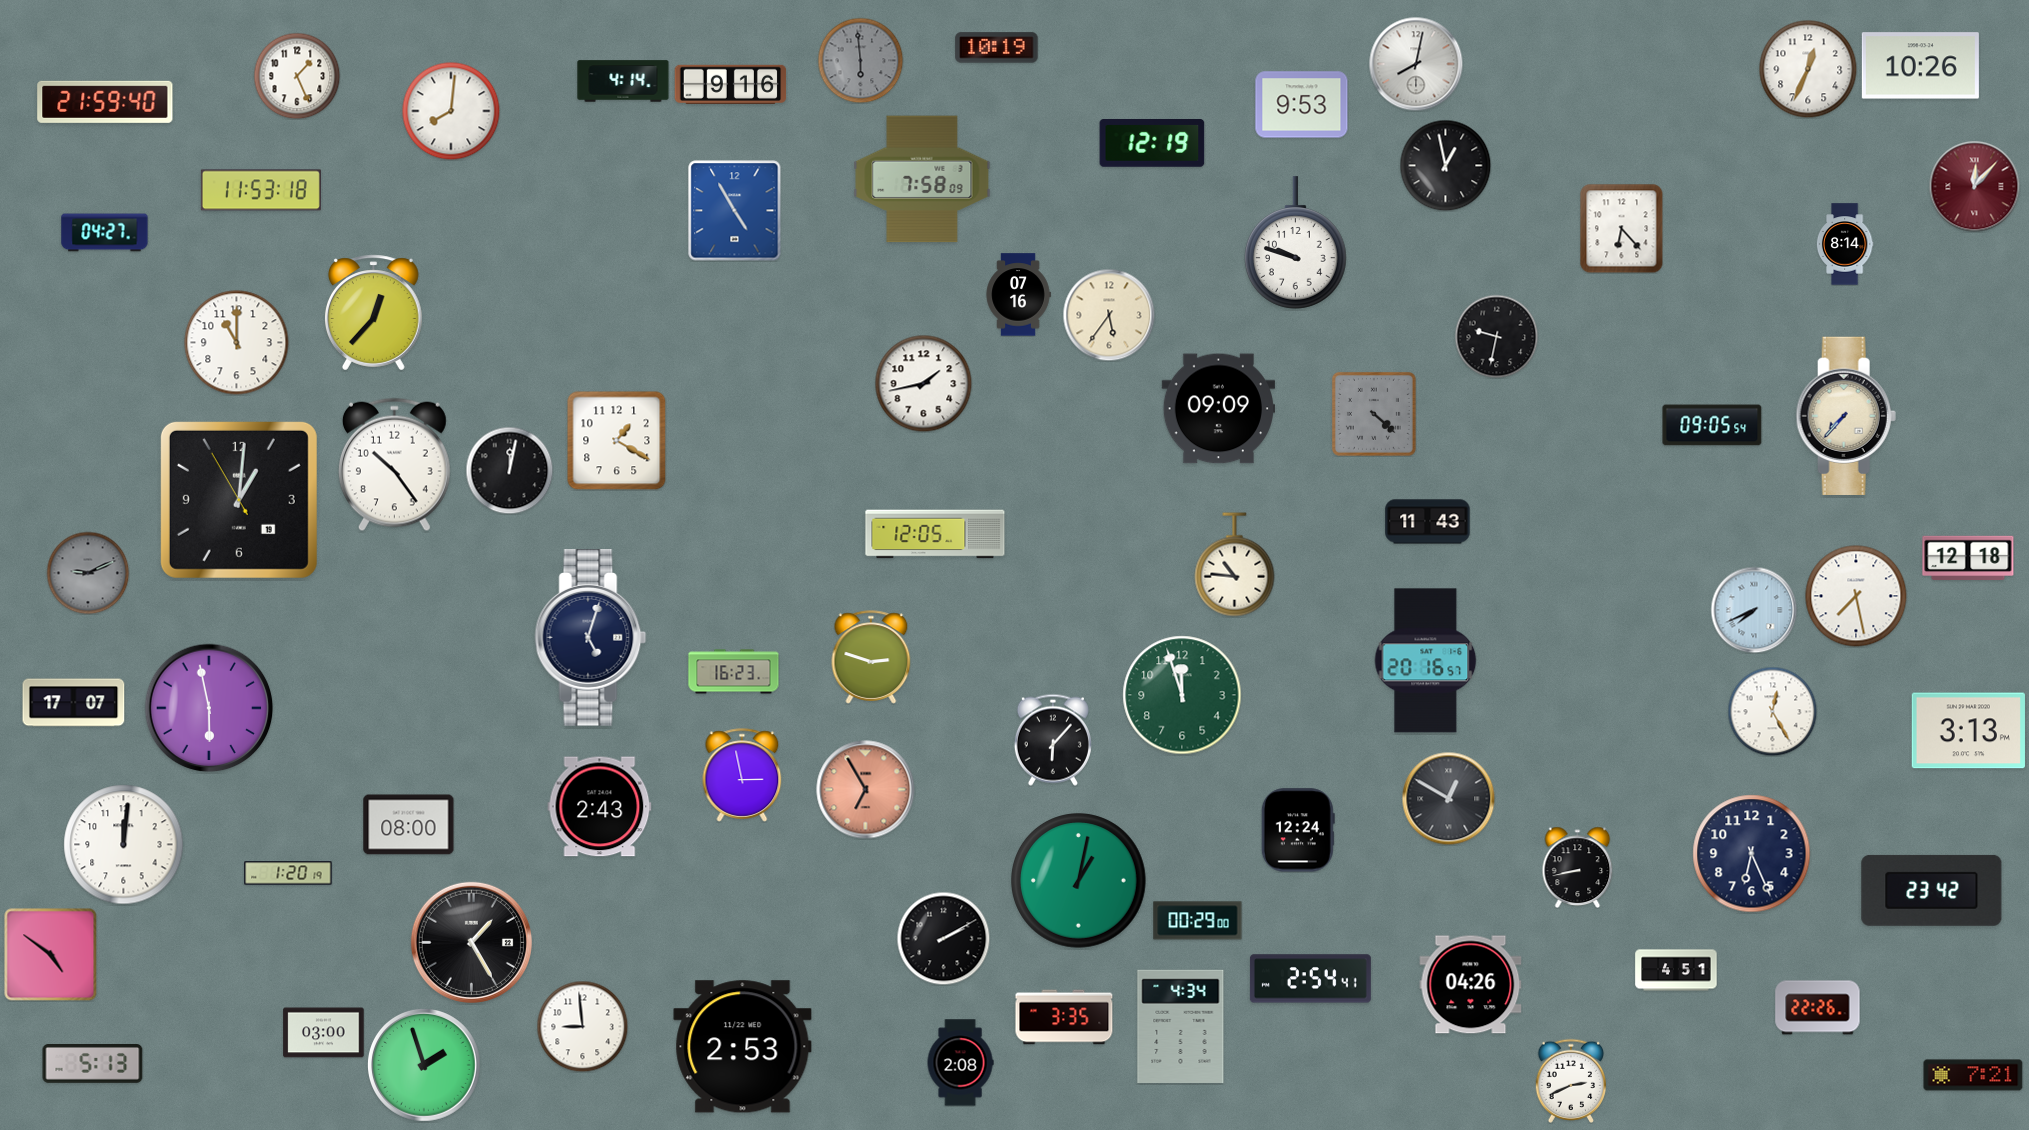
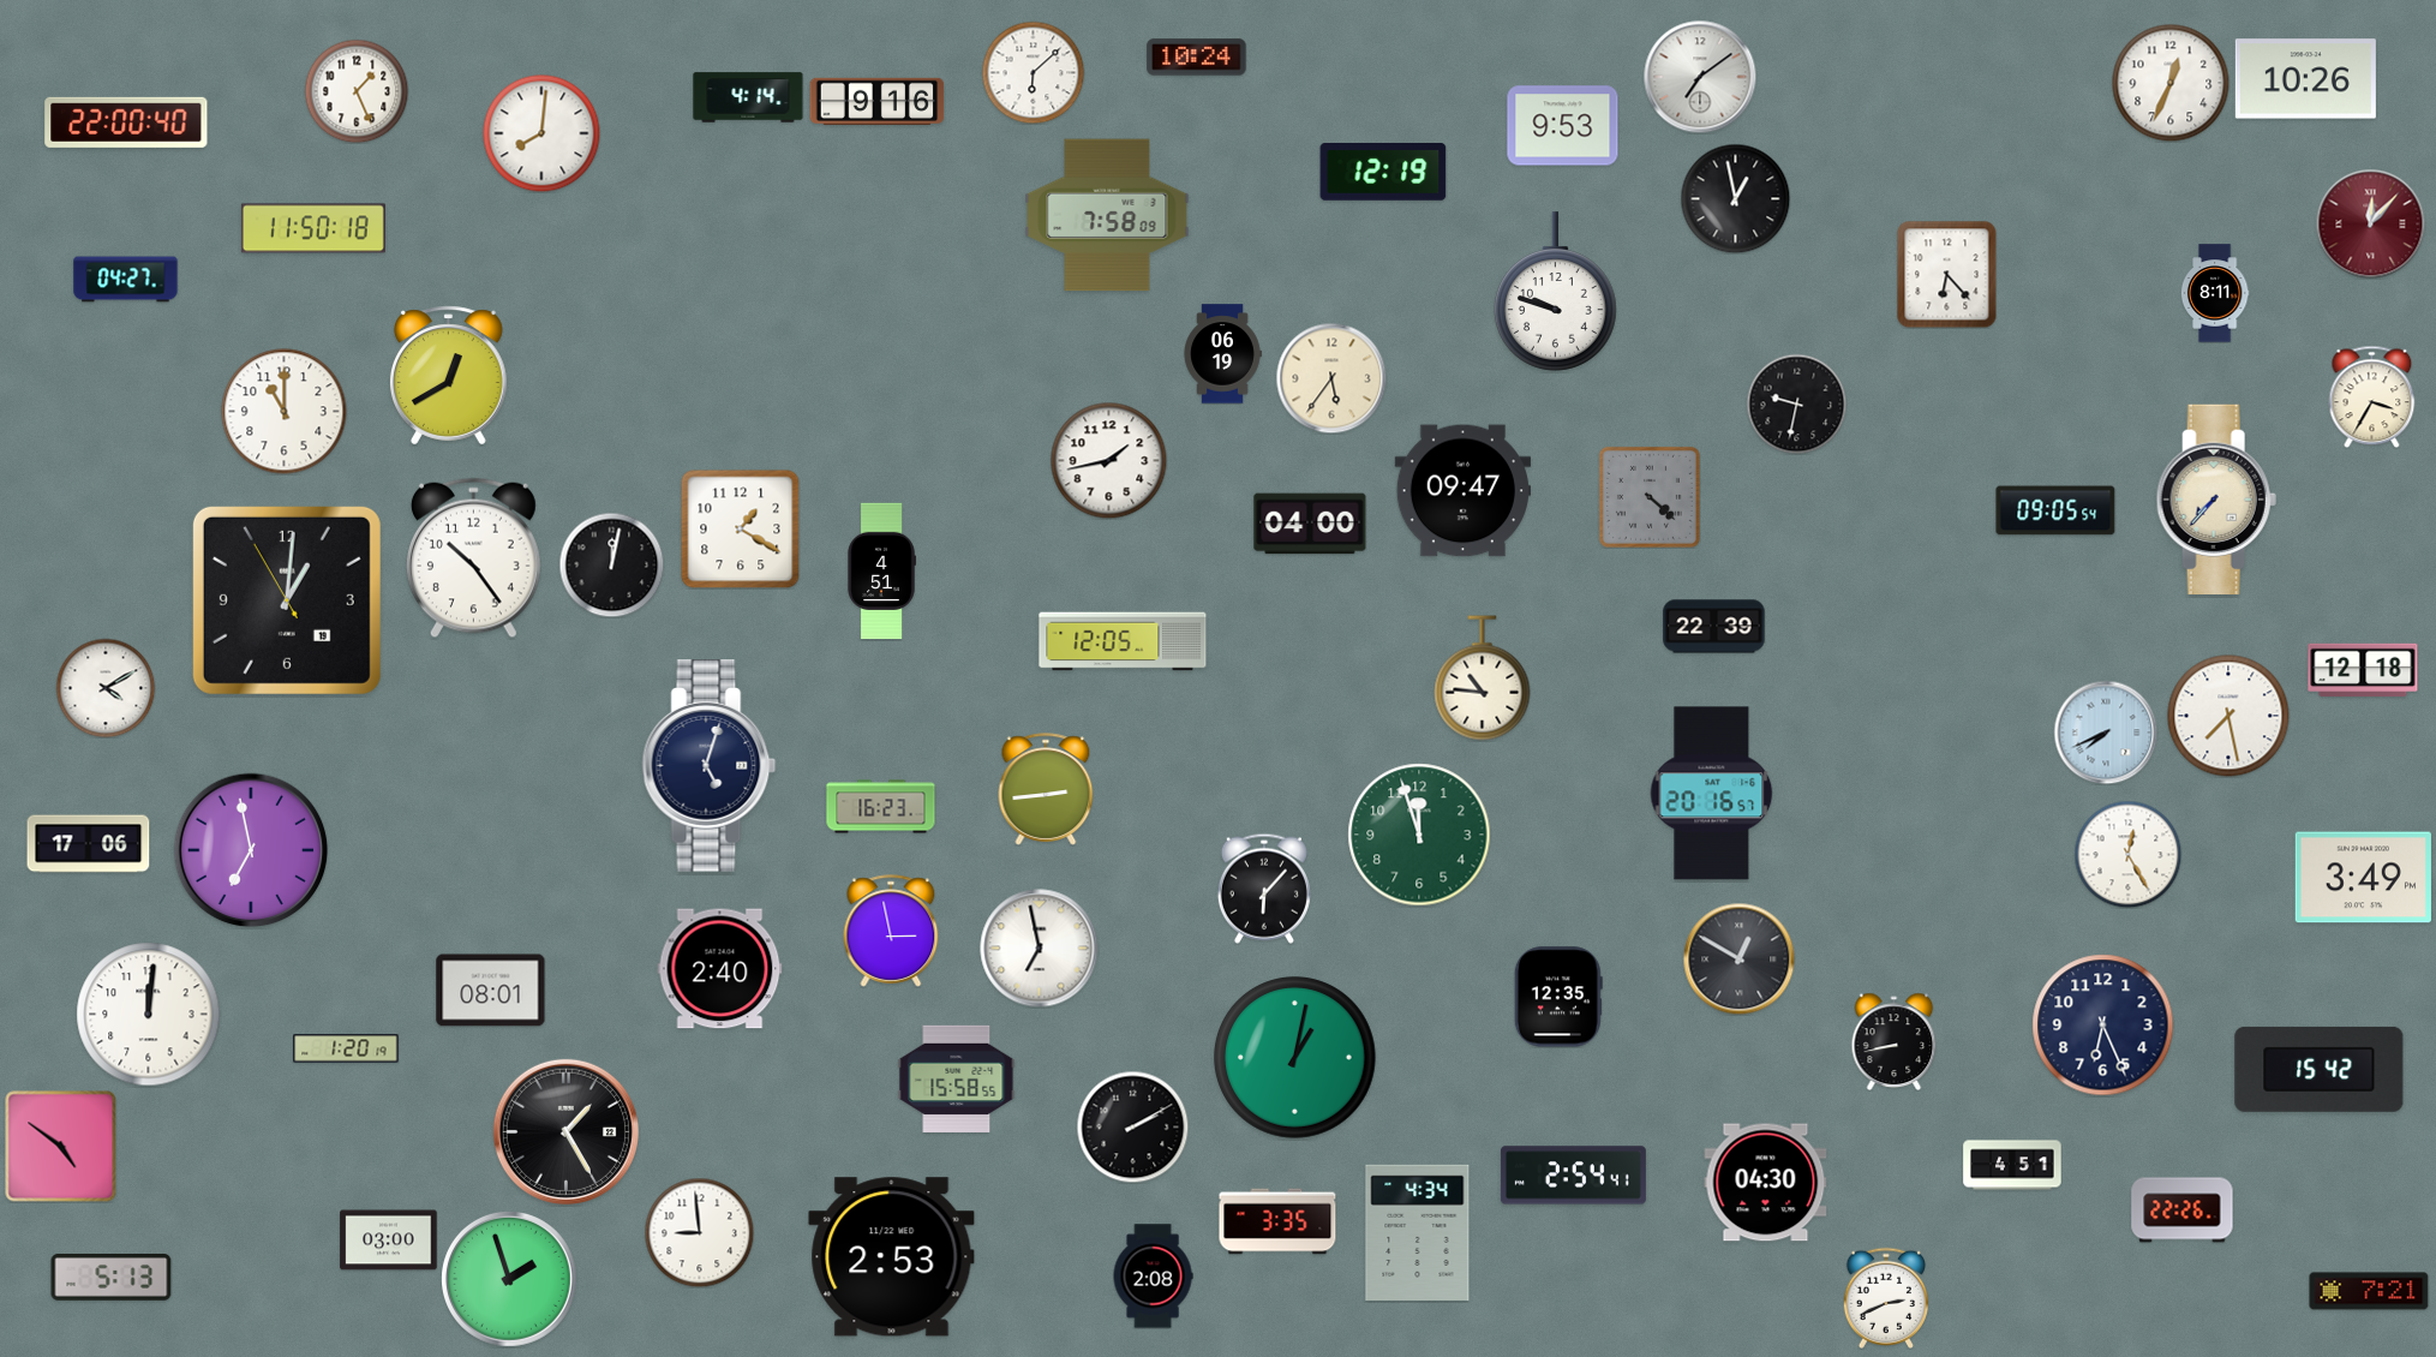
clock at (997, 48): 10:19 -> 10:24
clock at (860, 60): 5:59 -> 6:08
clock at (860, 60) dial: grey -> white
clock at (1416, 64): 8:02 -> 7:09
clock at (105, 102): 21:59 -> 22:00
clock at (261, 190): 11:53 -> 11:50
clock at (735, 211): 4:55 -> none
clock at (1845, 244): 8:14 -> 8:11
clock at (1018, 295): 07:16 -> 06:19
clock at (373, 313): 12:37 -> 12:40
clock at (2372, 396): none -> 3:35
clock at (1218, 409): 09:09 -> 09:47
clock at (1310, 524): none -> 04:00
clock at (881, 572): none -> 4:51
clock at (1428, 522): 11:43 -> 22:39
clock at (88, 573): 9:11 -> 4:10
clock at (88, 573) dial: grey -> white
clock at (871, 657): 2:48 -> 2:44
clock at (74, 703): 17:07 -> 17:06
clock at (209, 708): 5:58 -> 6:58
clock at (1968, 731): 3:13 -> 3:49
clock at (866, 790): 6:55 -> 6:58
clock at (866, 790) dial: salmon -> white
clock at (600, 807): 2:43 -> 2:40
clock at (409, 825): 08:00 -> 08:01
clock at (1298, 830): 12:24 -> 12:35
clock at (1932, 890): 23:42 -> 15:42
clock at (957, 1078): none -> 15:58
clock at (1198, 921): 00:29 -> none
clock at (1471, 985): 04:26 -> 04:30
